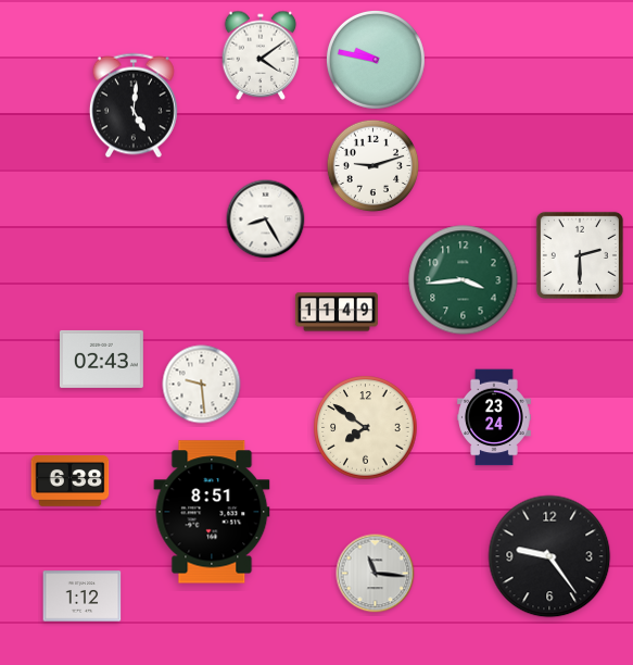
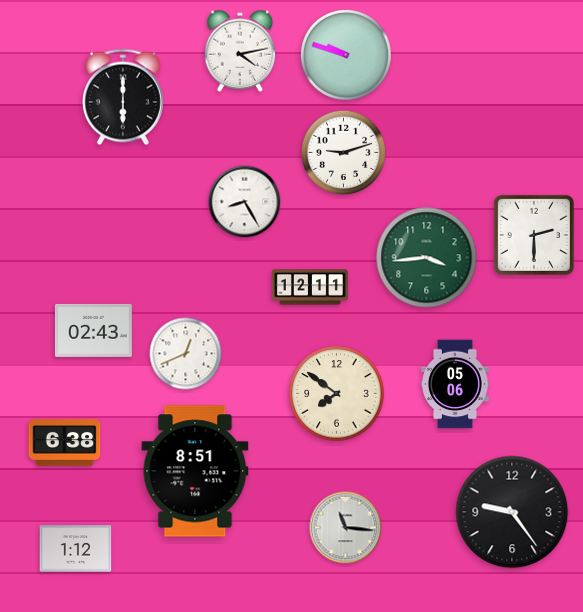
clock at (261, 55): 4:09 -> 4:13
clock at (376, 60): 9:47 -> 9:48
clock at (134, 105): 5:01 -> 6:00
clock at (337, 312): 11:49 -> 12:11
clock at (202, 385): 9:29 -> 12:41
clock at (494, 417): 23:24 -> 05:06
clock at (549, 556) position: (549, 556) -> (512, 512)
